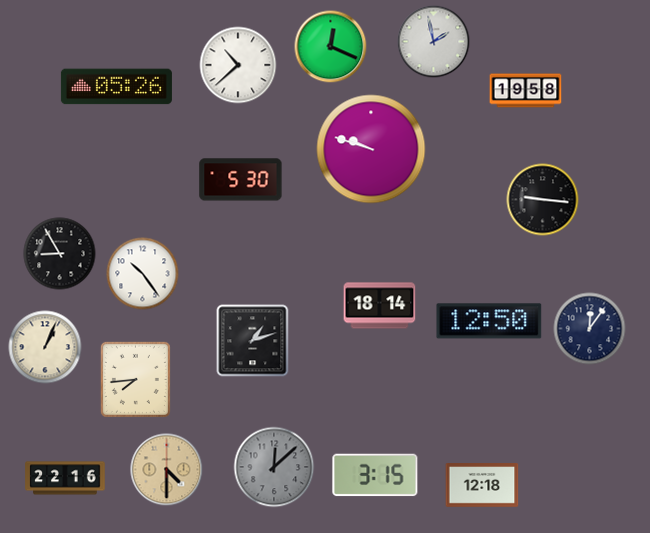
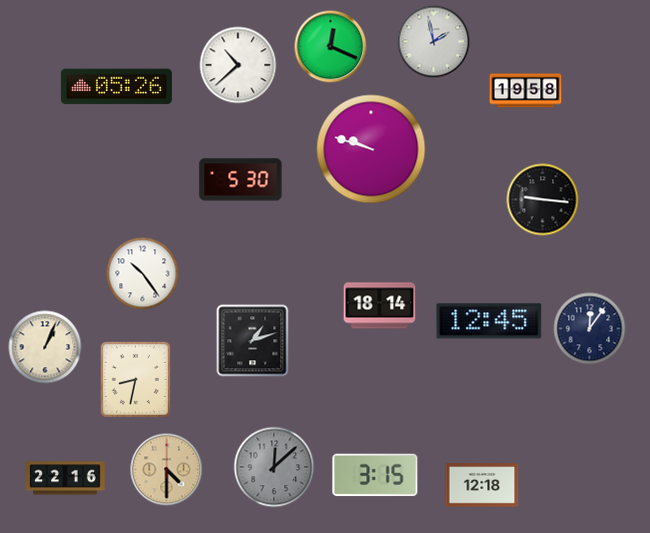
clock at (60, 254): 8:55 -> none
clock at (489, 321): 12:50 -> 12:45
clock at (135, 379): 7:44 -> 8:32
